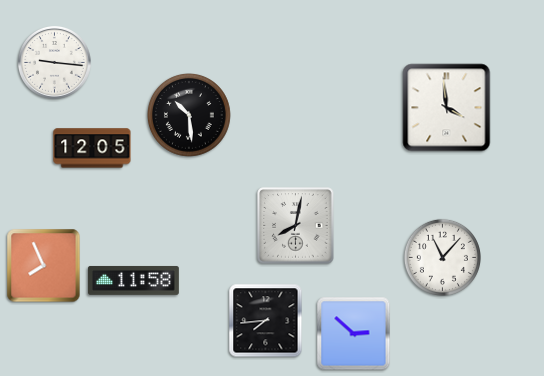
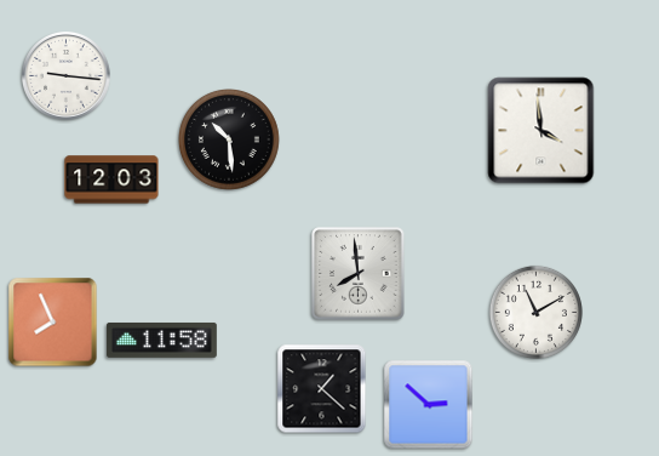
clock at (92, 148): 12:05 -> 12:03
clock at (296, 226): 8:02 -> 7:59
clock at (442, 257): 11:07 -> 11:10
clock at (266, 321): 7:44 -> 1:22
